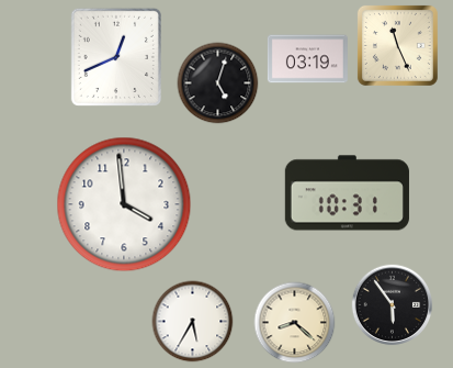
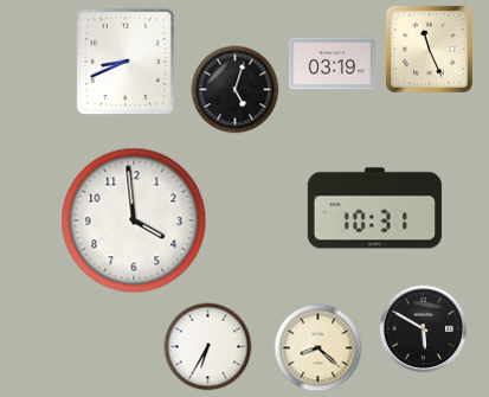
clock at (116, 57): 12:41 -> 8:41
clock at (393, 305): 5:54 -> 5:50
clock at (193, 322): 5:35 -> 6:35
